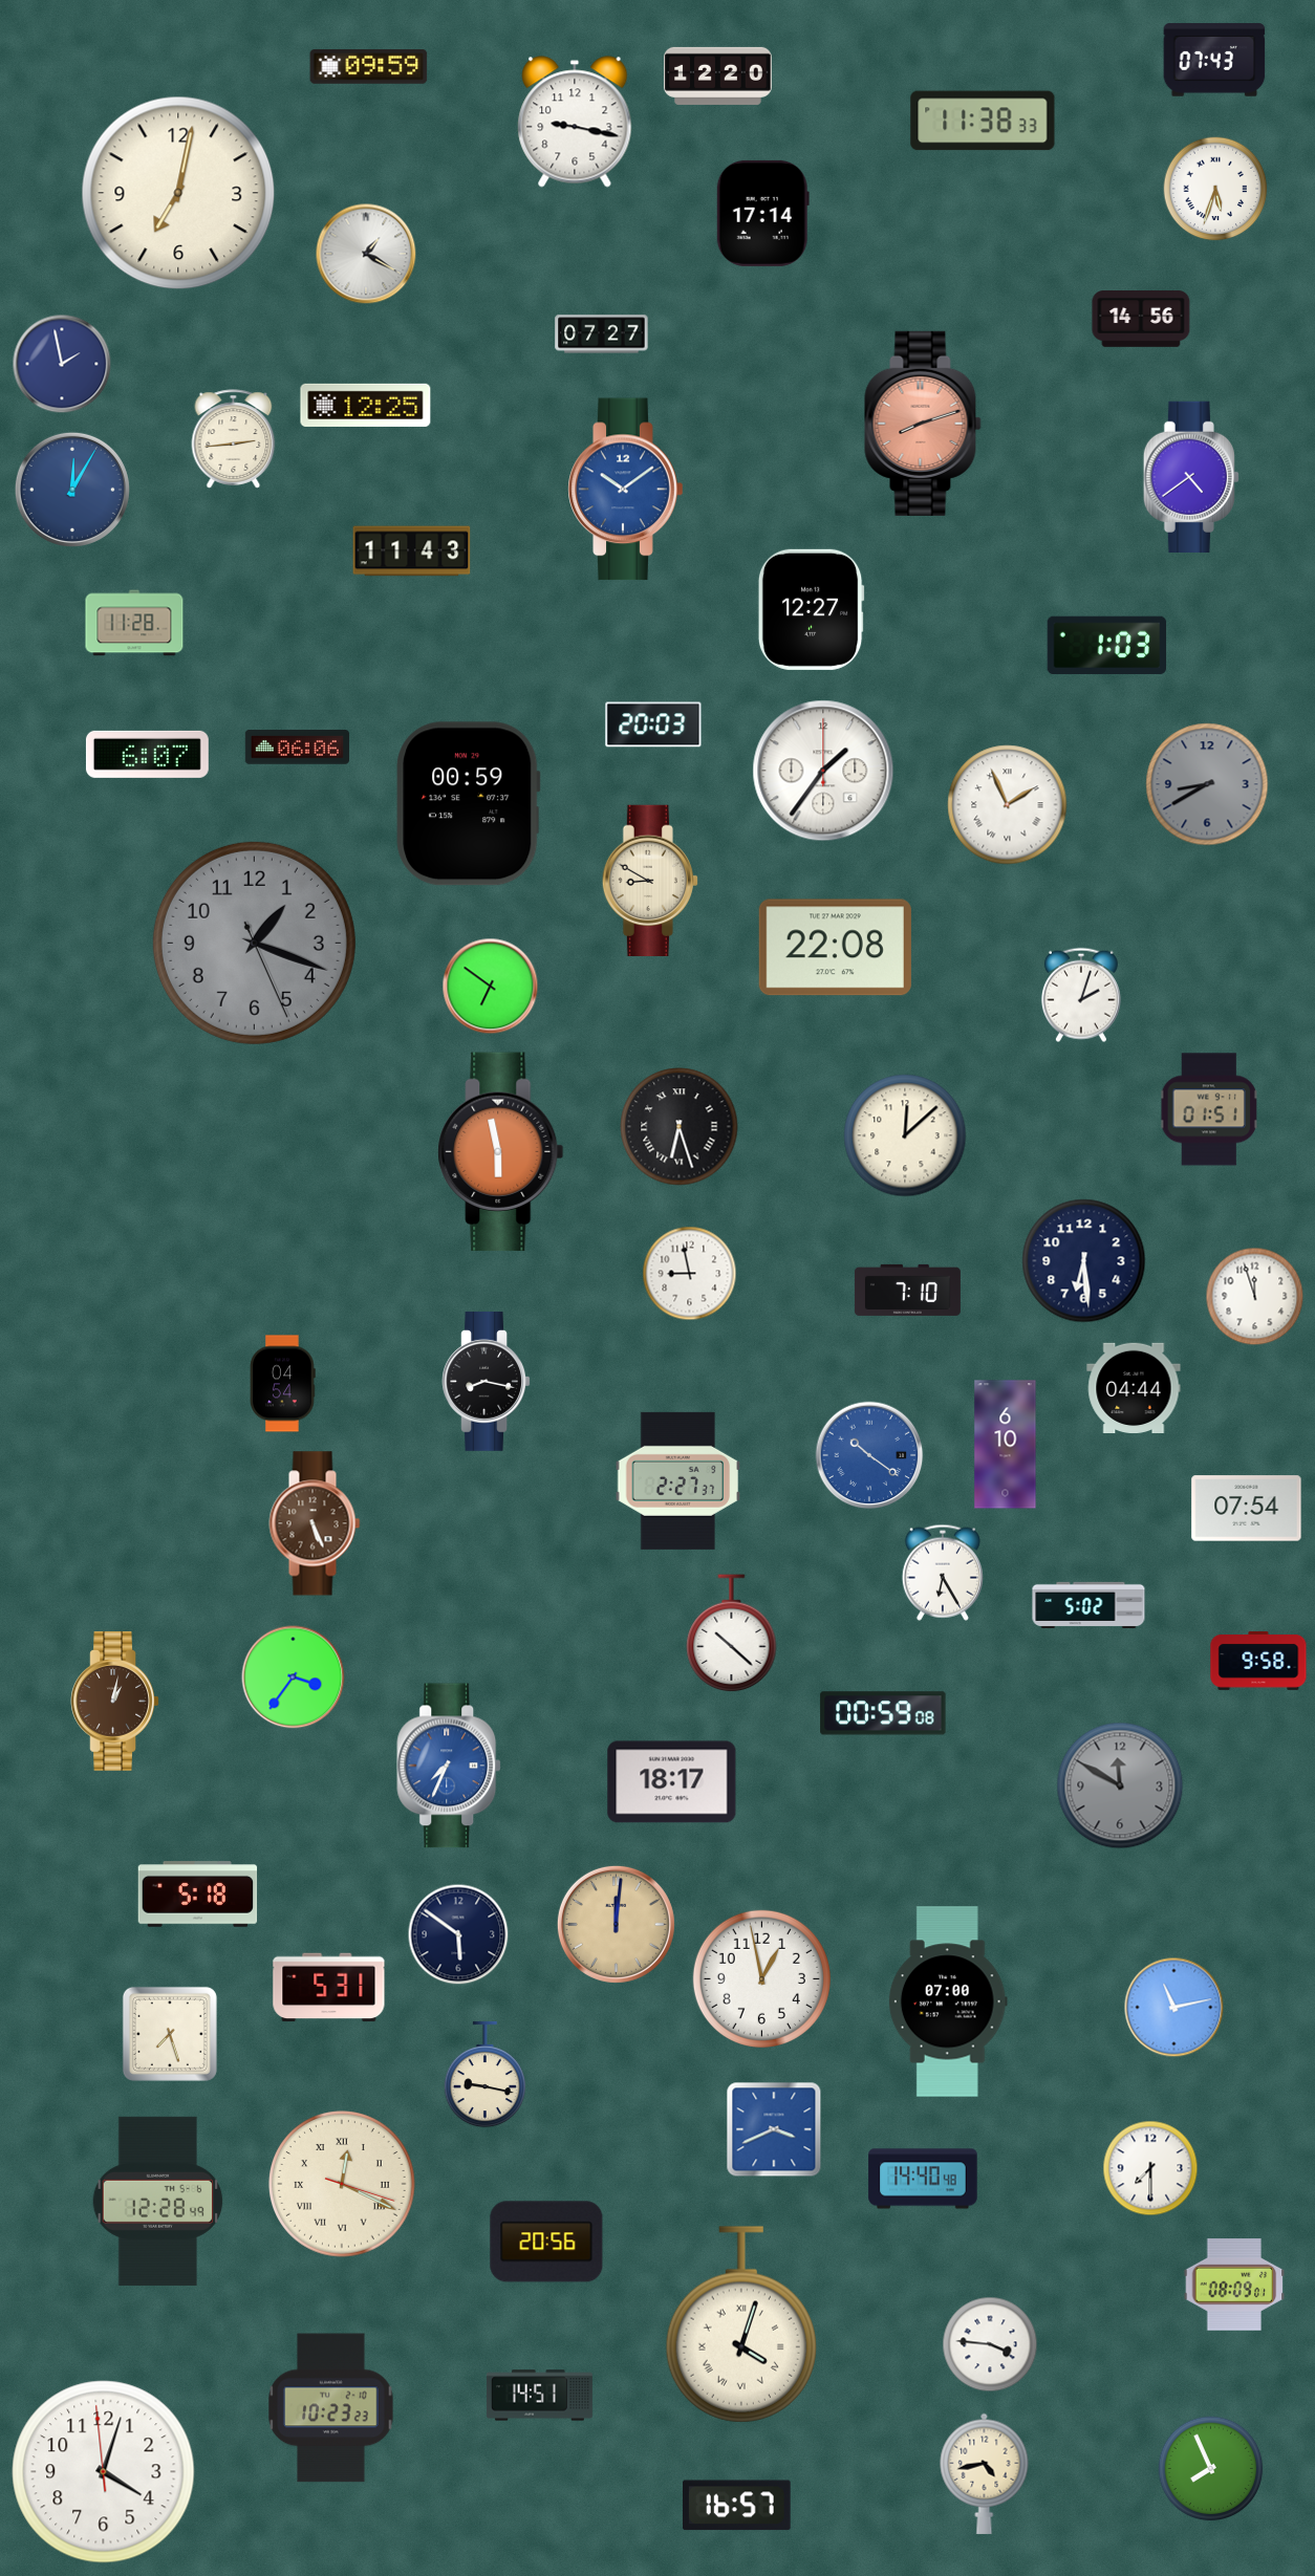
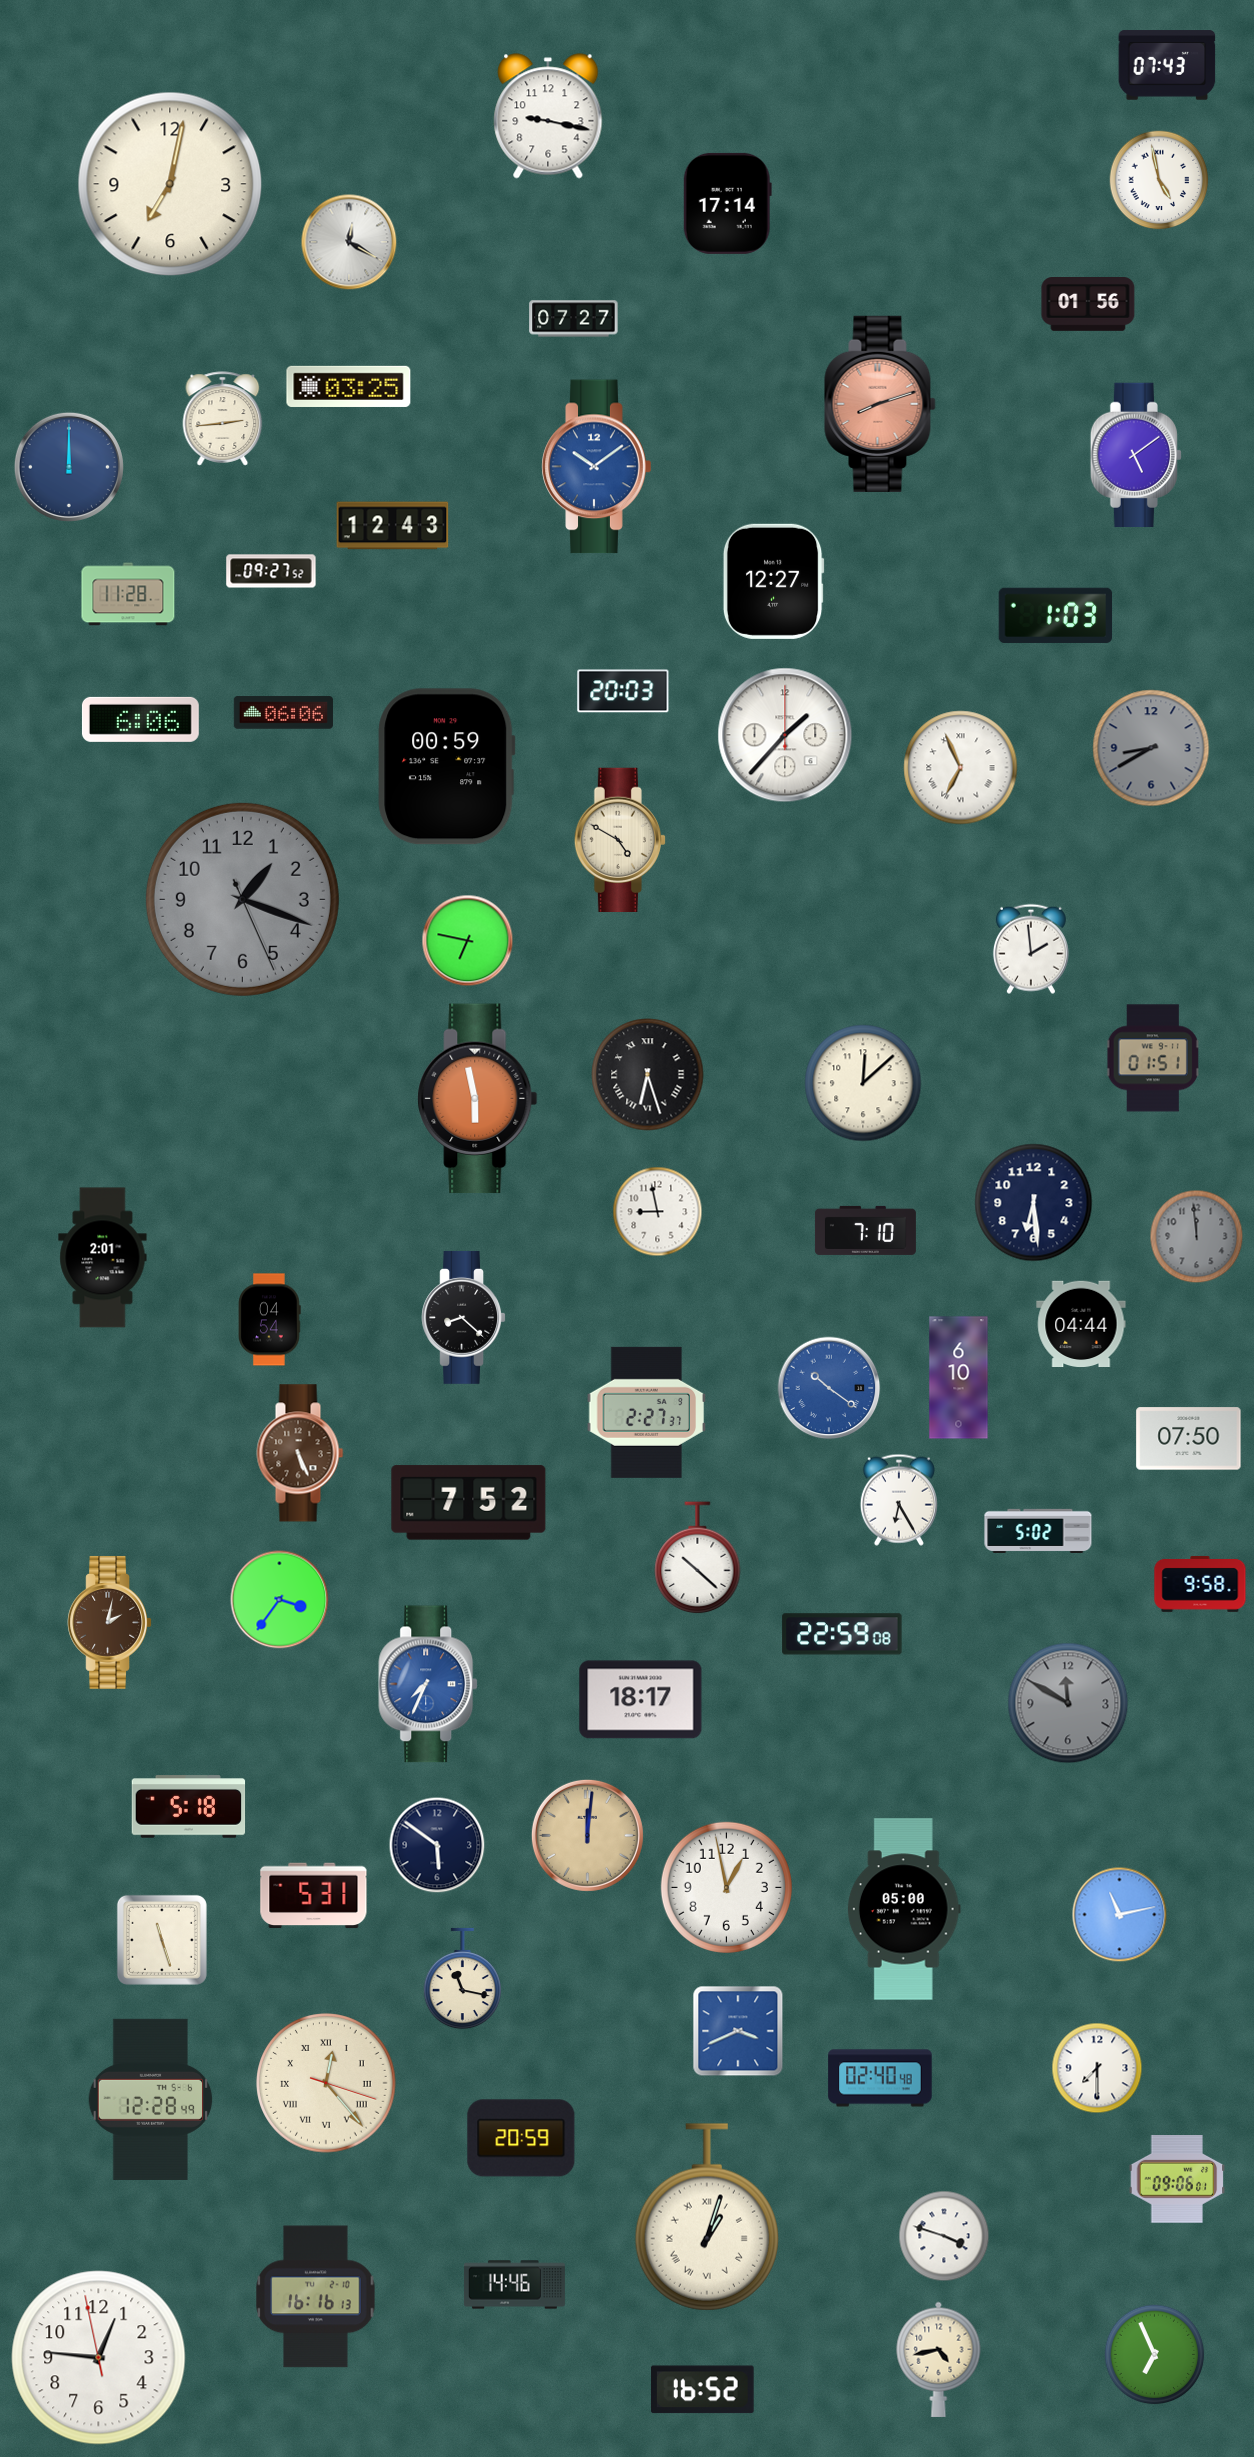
clock at (1214, 60) position: (1214, 60) -> (1167, 65)
clock at (369, 67): 09:59 -> none
clock at (718, 75): 12:20 -> none
clock at (983, 121): 11:38 -> none
clock at (1215, 189): 5:33 -> 4:58
clock at (366, 254): 1:20 -> 12:20
clock at (1141, 320): 14:56 -> 01:56
clock at (62, 364): 1:58 -> none
clock at (366, 405): 12:25 -> 03:25
clock at (1190, 476): 4:39 -> 5:09
clock at (72, 490): 12:05 -> 12:00
clock at (412, 551): 11:43 -> 12:43
clock at (271, 571): none -> 09:27
clock at (147, 754): 6:07 -> 6:06
clock at (823, 771): 1:36 -> 1:37
clock at (1008, 805): 1:56 -> 6:56
clock at (649, 880): 8:50 -> 4:50
clock at (835, 948): 22:08 -> none
clock at (491, 987): 6:51 -> 6:47
clock at (1081, 995): 2:03 -> 1:59
clock at (690, 1274) position: (690, 1274) -> (658, 1212)
clock at (1255, 1297): 11:57 -> 11:59
clock at (1255, 1297) dial: white -> grey
clock at (103, 1258): none -> 2:01
clock at (487, 1381): 8:17 -> 8:22
clock at (1247, 1509): 07:54 -> 07:50
clock at (469, 1503): none -> 7:52
clock at (115, 1701): 1:02 -> 2:02
clock at (883, 1713): 00:59 -> 22:59
clock at (948, 2001): 07:00 -> 05:00
clock at (170, 2034): 7:27 -> 11:27
clock at (484, 2075): 9:17 -> 11:17
clock at (923, 2179): 14:40 -> 02:40
clock at (342, 2184): 12:19 -> 12:23
clock at (546, 2242): 20:56 -> 20:59
clock at (1234, 2286): 08:09 -> 09:06
clock at (741, 2324): 4:03 -> 1:03
clock at (990, 2344): 3:46 -> 3:48
clock at (539, 2396): 14:51 -> 14:46
clock at (331, 2408): 10:23 -> 16:16
clock at (1211, 2469): 7:56 -> 6:56
clock at (104, 2472): 4:02 -> 12:45
clock at (736, 2506): 16:57 -> 16:52
